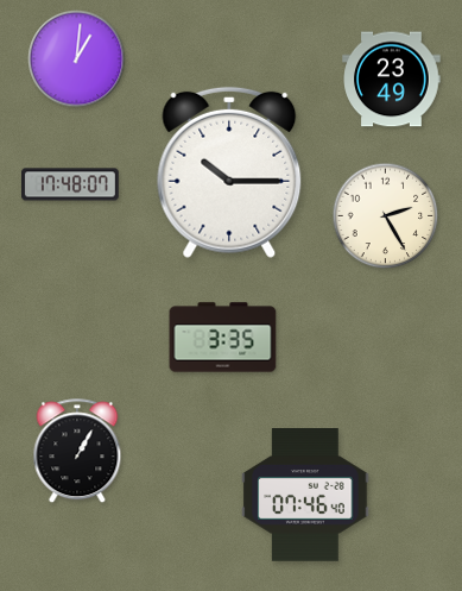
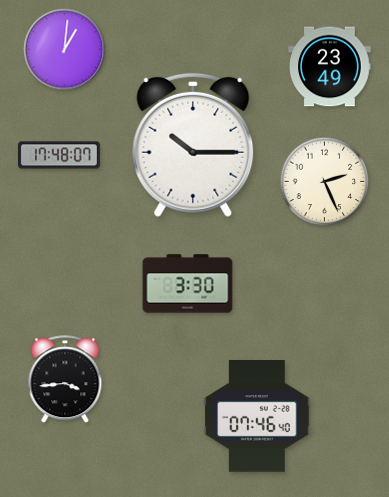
clock at (386, 216): 2:25 -> 2:26
clock at (223, 338): 3:35 -> 3:30
clock at (77, 452): 1:05 -> 3:44
